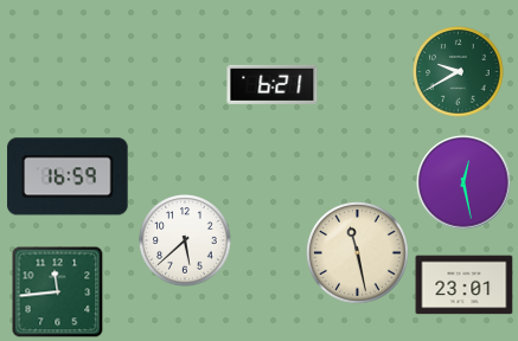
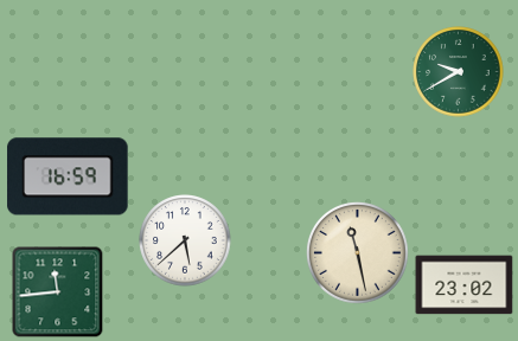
clock at (273, 84): 6:21 -> none
clock at (463, 182): 12:28 -> none
clock at (465, 285): 23:01 -> 23:02
